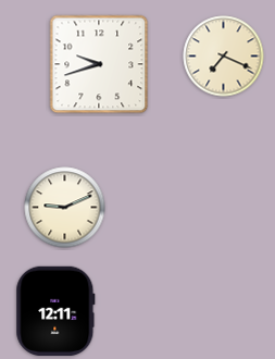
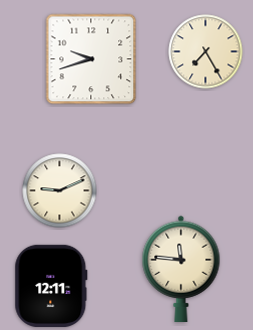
clock at (224, 57): 7:19 -> 7:25
clock at (181, 268): none -> 11:46
